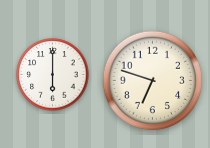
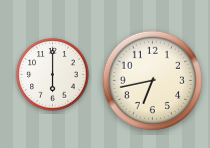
clock at (153, 81): 6:48 -> 6:43
